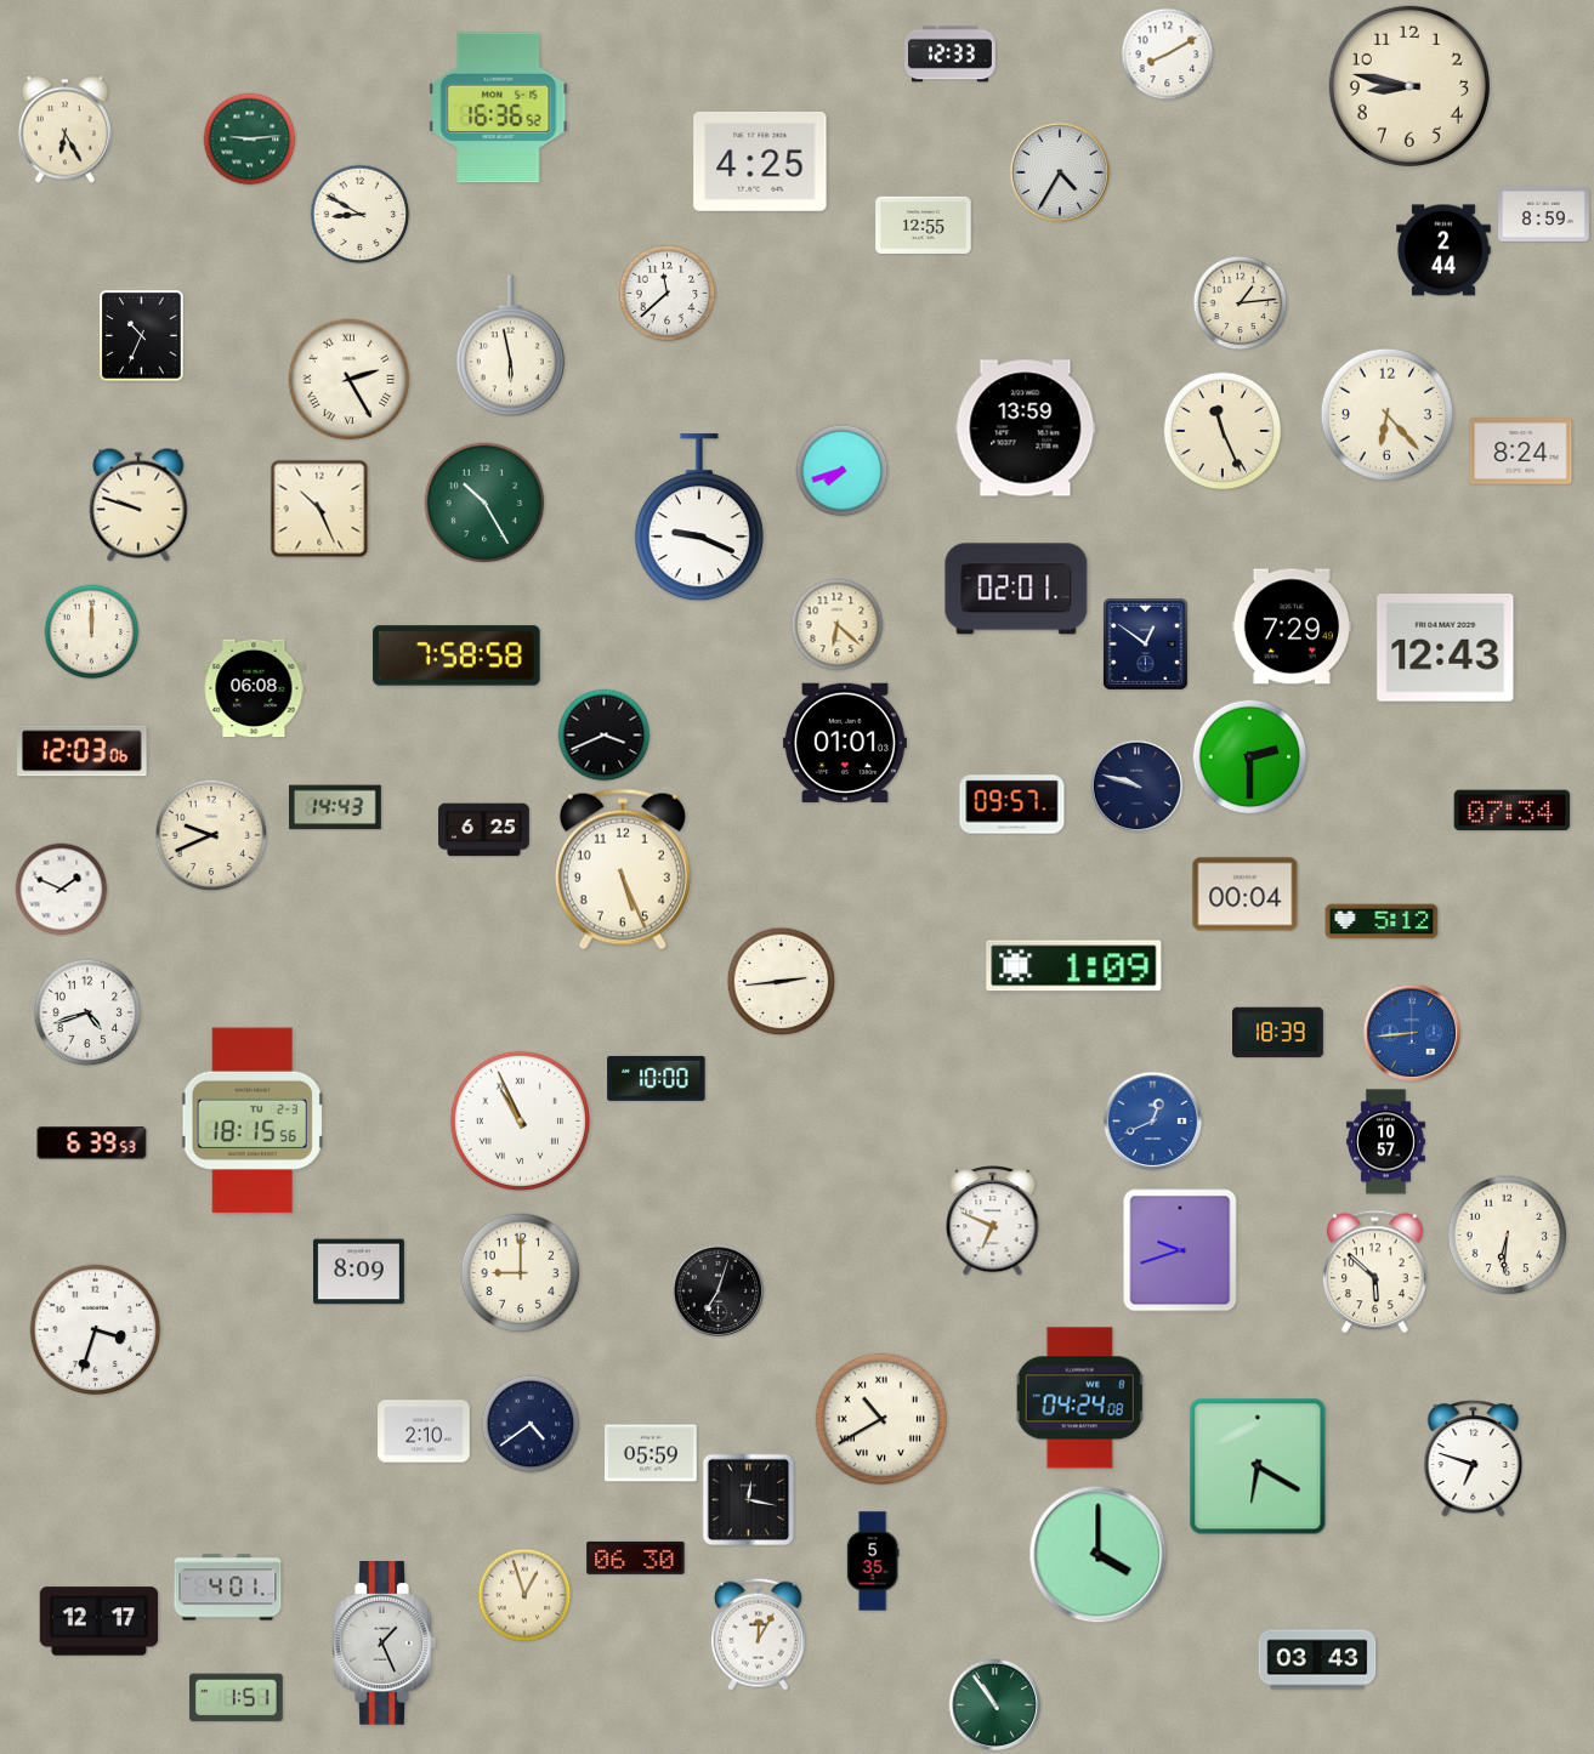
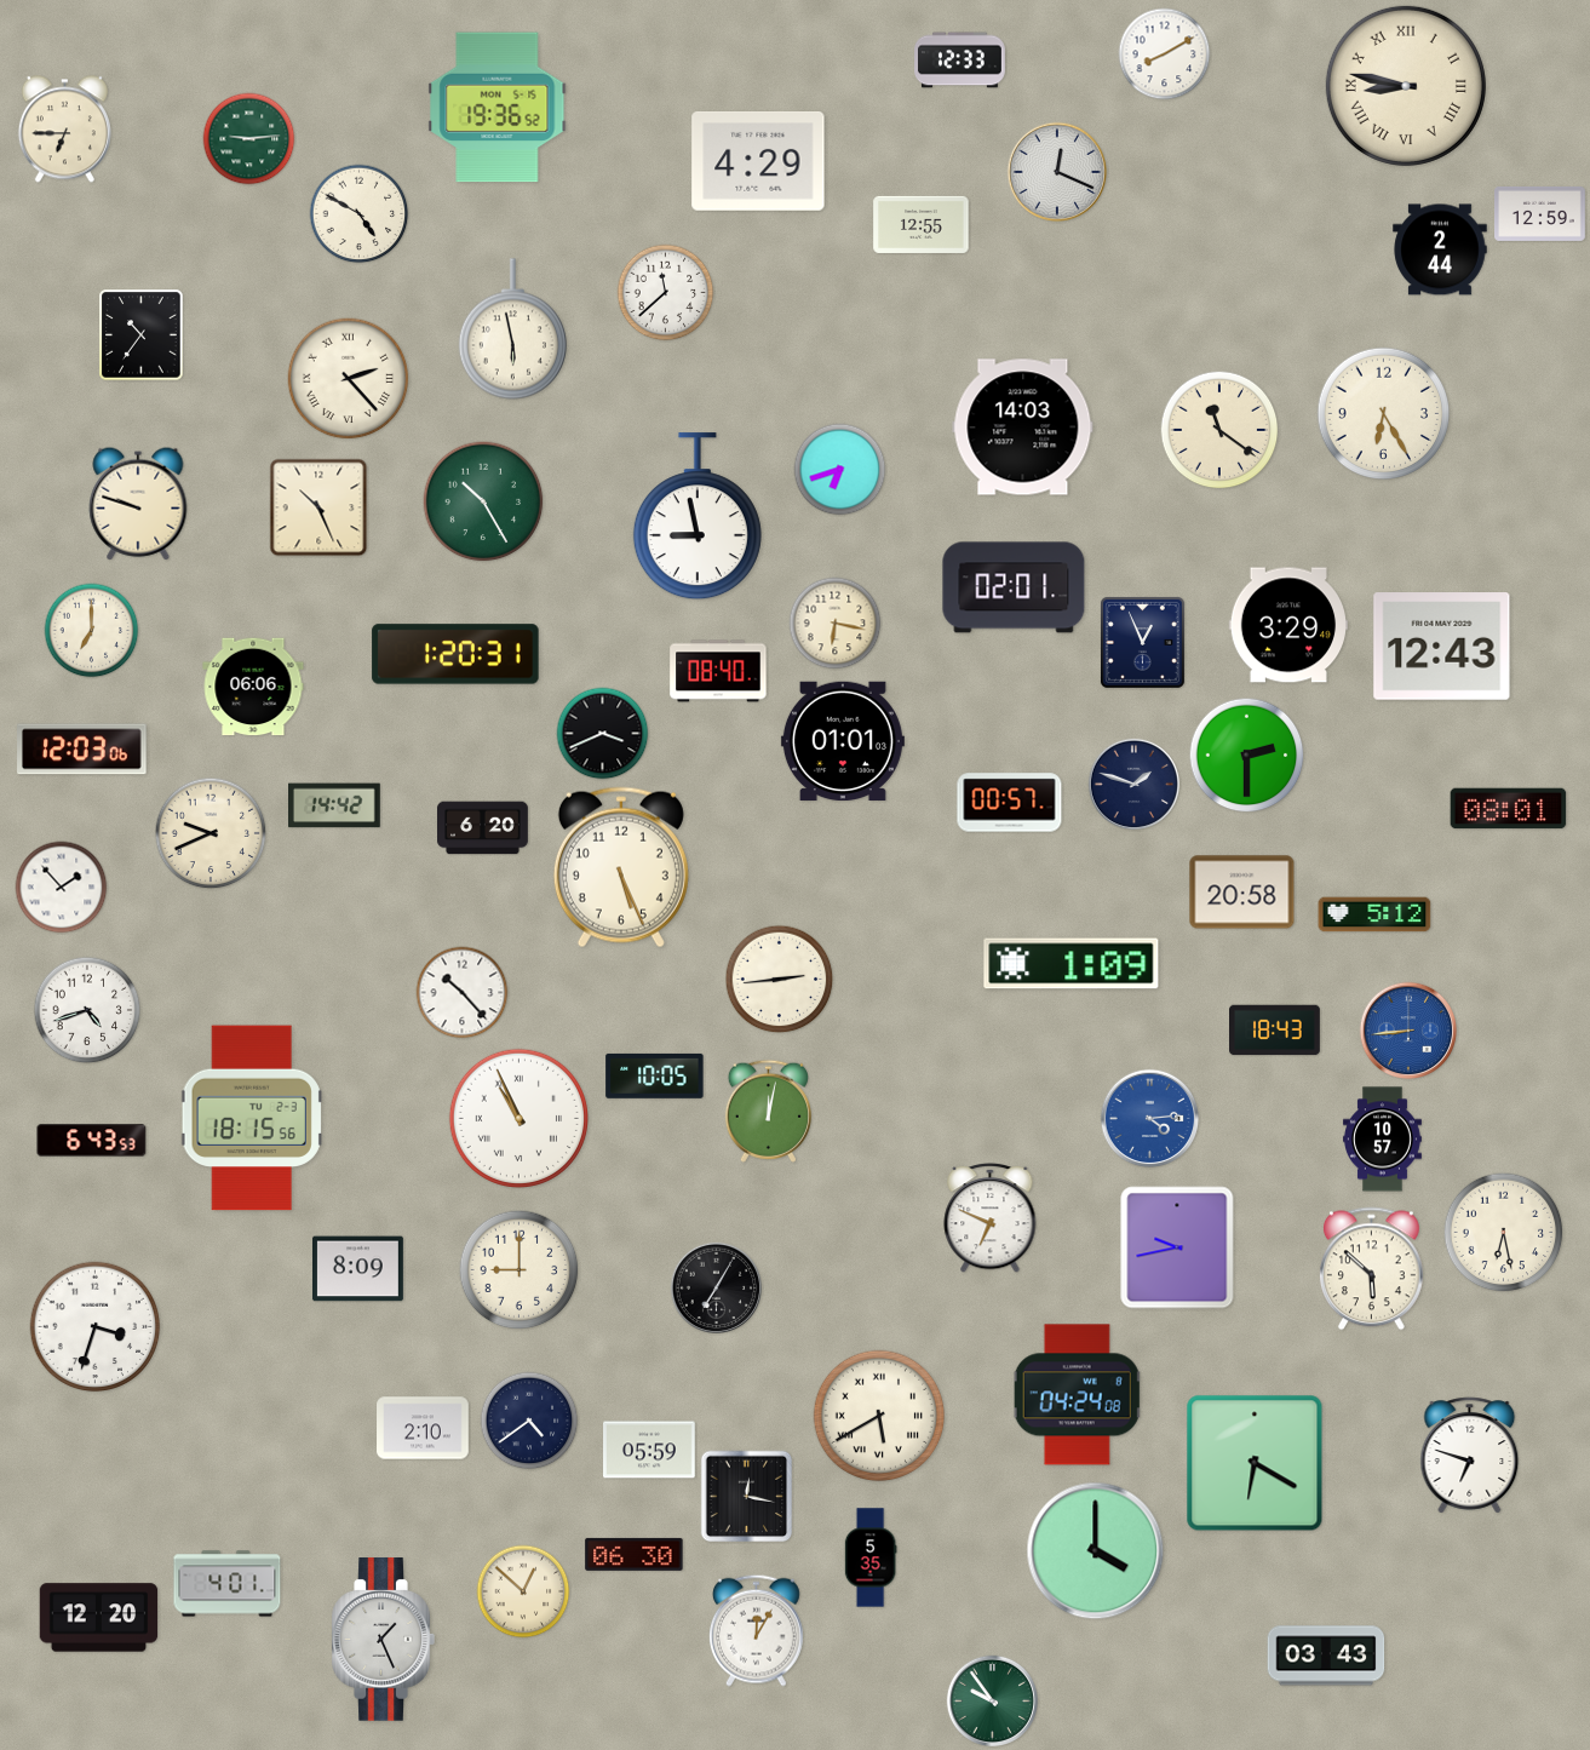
clock at (951, 55) position: (951, 55) -> (960, 61)
clock at (1409, 86) numerals: Arabic -> Roman
clock at (499, 108): 16:36 -> 19:36
clock at (64, 130): 6:25 -> 6:45
clock at (760, 163): 4:25 -> 4:29
clock at (1060, 172): 4:35 -> 12:19
clock at (1544, 214): 8:59 -> 12:59
clock at (361, 215): 8:50 -> 4:50
clock at (1241, 303): 1:14 -> none
clock at (142, 336): 10:34 -> 10:36
clock at (510, 346) position: (510, 346) -> (512, 329)
clock at (350, 380): 2:25 -> 2:23
clock at (1388, 415): 6:23 -> 6:25
clock at (1026, 428): 13:59 -> 14:03
clock at (1223, 431): 11:26 -> 11:21
clock at (1521, 452): 8:24 -> none
clock at (843, 471): 7:42 -> 6:42
clock at (699, 518): 9:19 -> 8:58
clock at (838, 625): 6:22 -> 6:17
clock at (1290, 626): 7:29 -> 3:29
clock at (92, 632): 12:00 -> 7:00
clock at (1145, 643): 12:51 -> 12:56
clock at (456, 655): 7:58 -> 1:20
clock at (718, 671): none -> 08:40
clock at (254, 688): 06:08 -> 06:06
clock at (1136, 785): 9:48 -> 1:48
clock at (1012, 805): 09:57 -> 00:57
clock at (336, 807): 14:43 -> 14:42
clock at (1513, 811): 07:34 -> 08:01
clock at (484, 830): 6:25 -> 6:20
clock at (62, 890): 1:49 -> 1:53
clock at (1246, 895): 00:04 -> 20:58
clock at (1382, 921) position: (1382, 921) -> (1374, 914)
clock at (463, 993): none -> 10:23
clock at (1278, 1033): 18:39 -> 18:43
clock at (657, 1078): 10:00 -> 10:05
clock at (768, 1111): none -> 12:02
clock at (1153, 1122): 12:41 -> 4:14
clock at (92, 1143): 6:39 -> 6:43
clock at (1508, 1236): 6:31 -> 6:28
clock at (1180, 1250): 9:42 -> 9:43
clock at (717, 1290): 7:03 -> 7:05
clock at (881, 1419): 10:40 -> 5:40
clock at (524, 1595): 12:57 -> 12:52
clock at (100, 1622): 12:17 -> 12:20
clock at (1317, 1659) position: (1317, 1659) -> (1326, 1656)
clock at (237, 1698): 1:51 -> none
clock at (994, 1704): 10:54 -> 9:54
